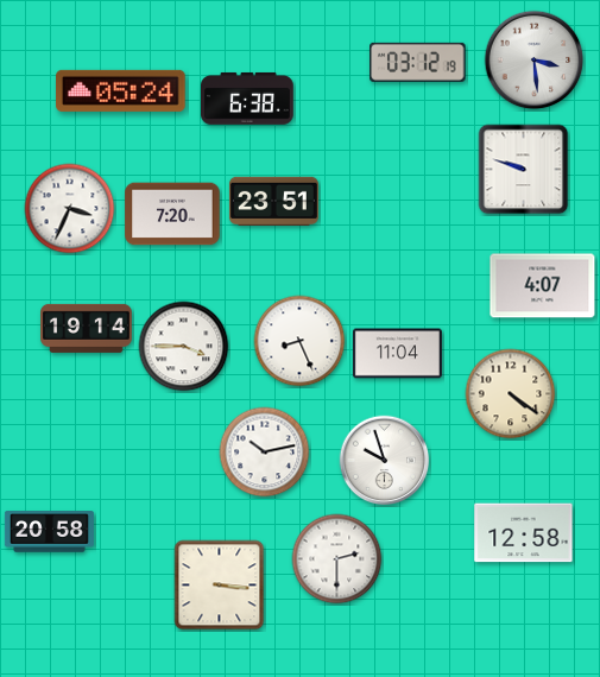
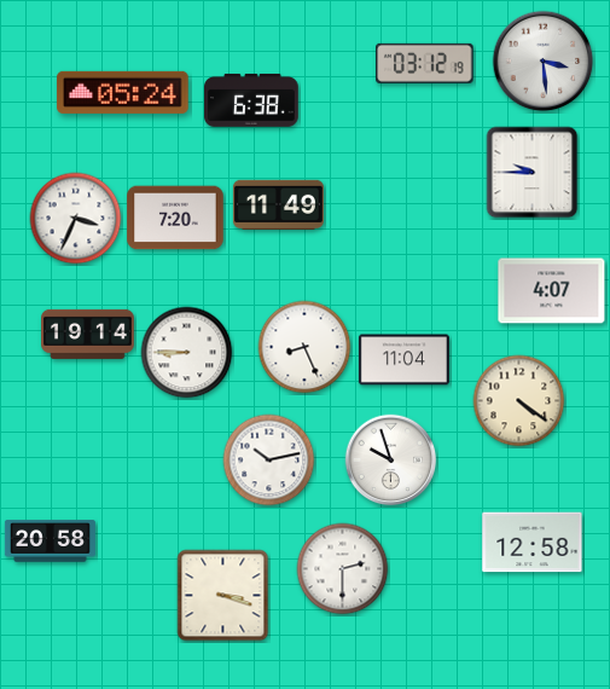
clock at (524, 170): 9:48 -> 9:45
clock at (273, 201): 23:51 -> 11:49
clock at (70, 209) position: (70, 209) -> (76, 219)
clock at (184, 347): 3:45 -> 8:45
clock at (385, 461) position: (385, 461) -> (391, 461)
clock at (220, 586): 3:16 -> 3:18
